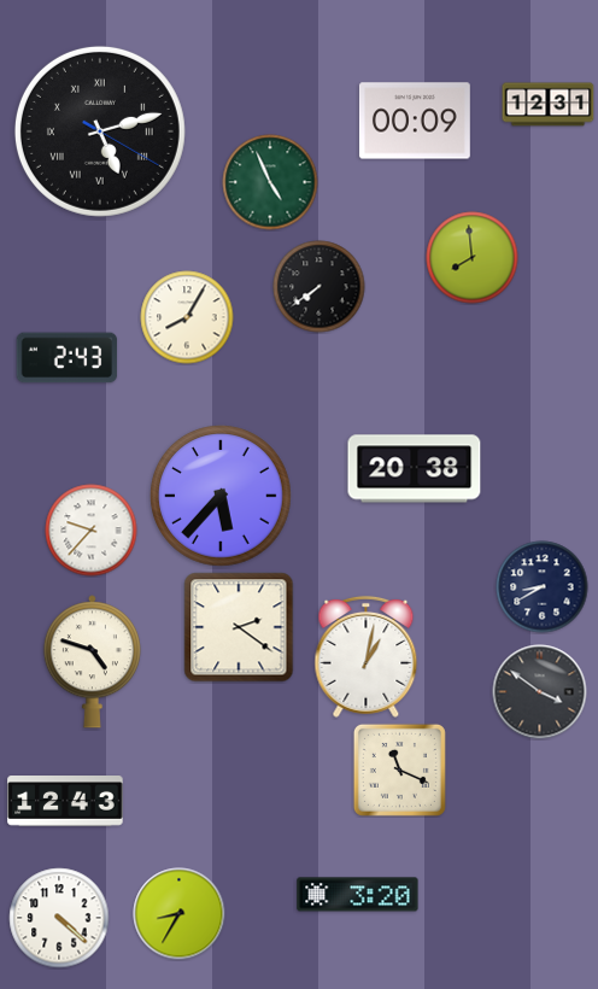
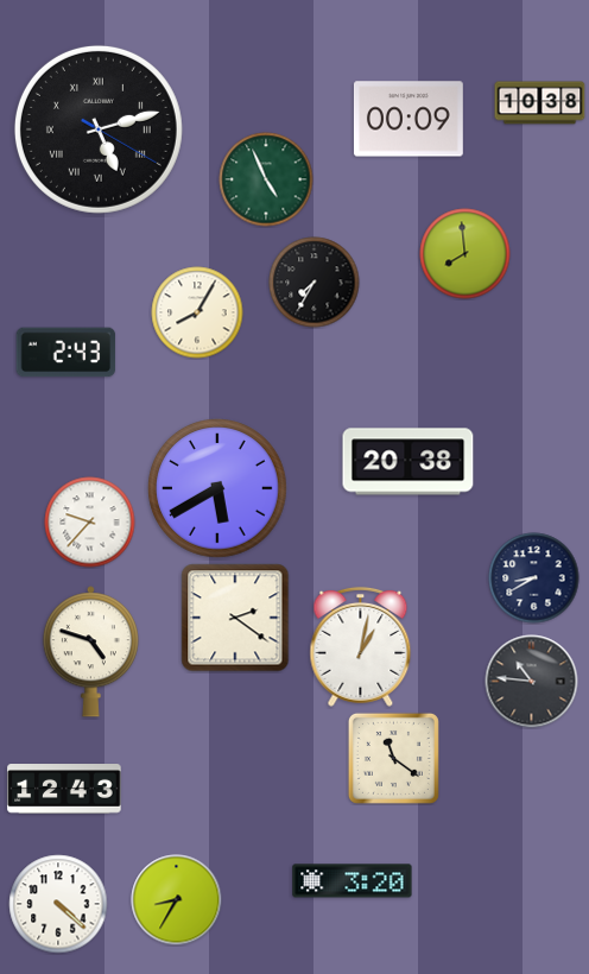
clock at (549, 105): 12:31 -> 10:38
clock at (319, 287): 7:39 -> 7:35
clock at (187, 317) position: (187, 317) -> (197, 312)
clock at (221, 496): 5:37 -> 5:40
clock at (540, 692): 3:51 -> 10:46
clock at (399, 769): 11:19 -> 11:21
